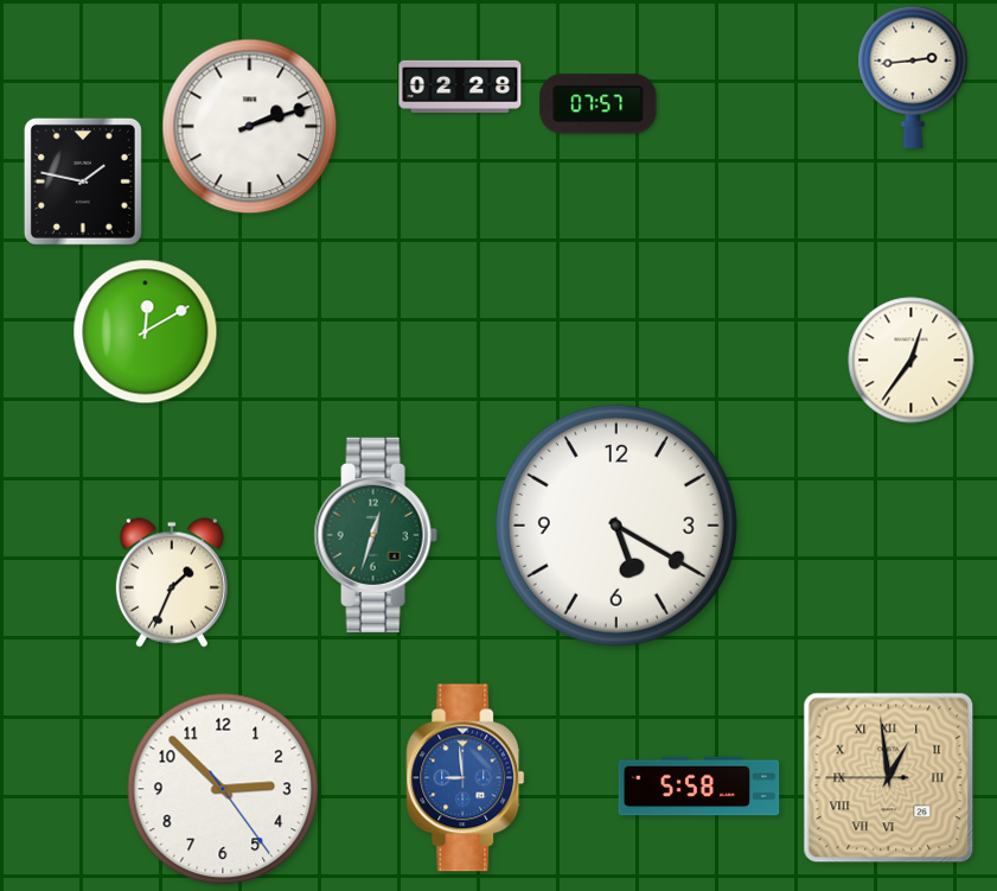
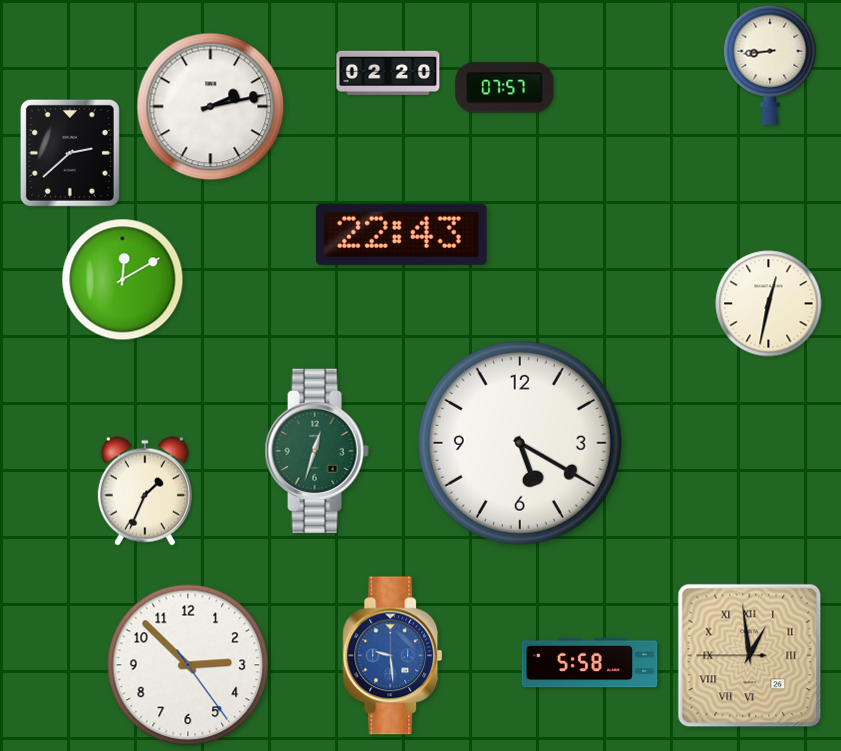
clock at (913, 77): 2:44 -> 8:44
clock at (460, 87): 02:28 -> 02:20
clock at (250, 127): 2:12 -> 2:13
clock at (83, 182): 1:47 -> 2:38
clock at (401, 234): none -> 22:43
clock at (912, 361): 12:36 -> 12:32
clock at (466, 778): 8:59 -> 9:29
